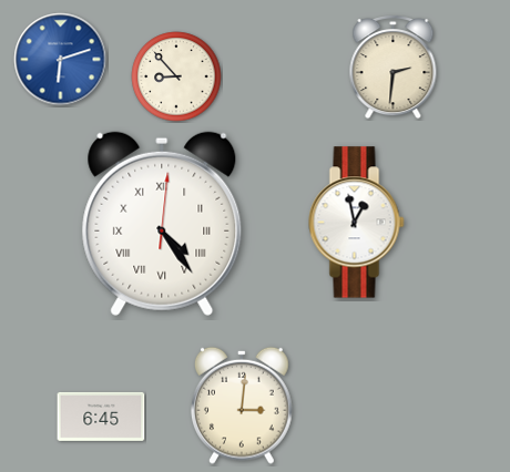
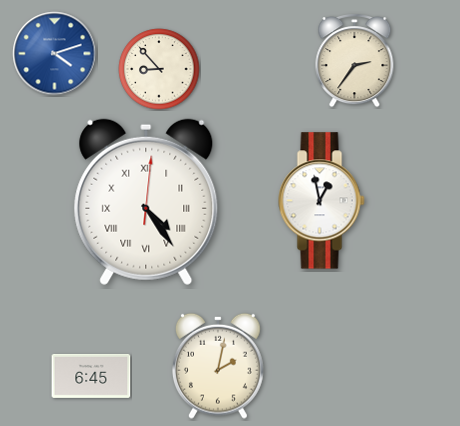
clock at (61, 60): 6:12 -> 4:12
clock at (394, 68): 2:31 -> 2:36
clock at (243, 406): 3:01 -> 2:02
